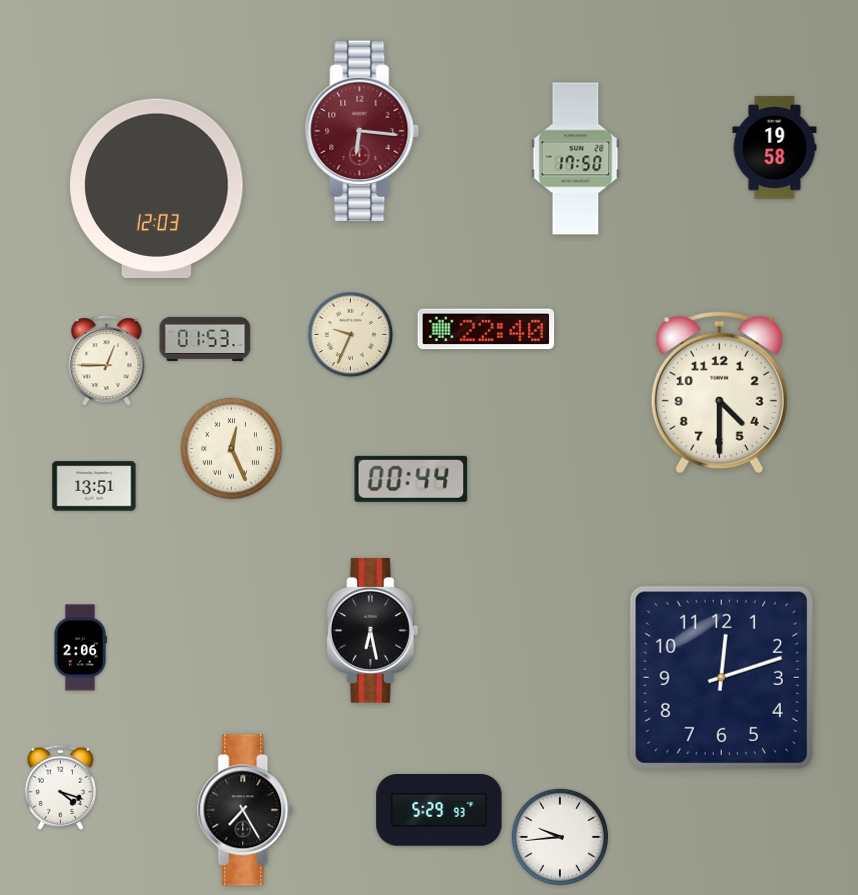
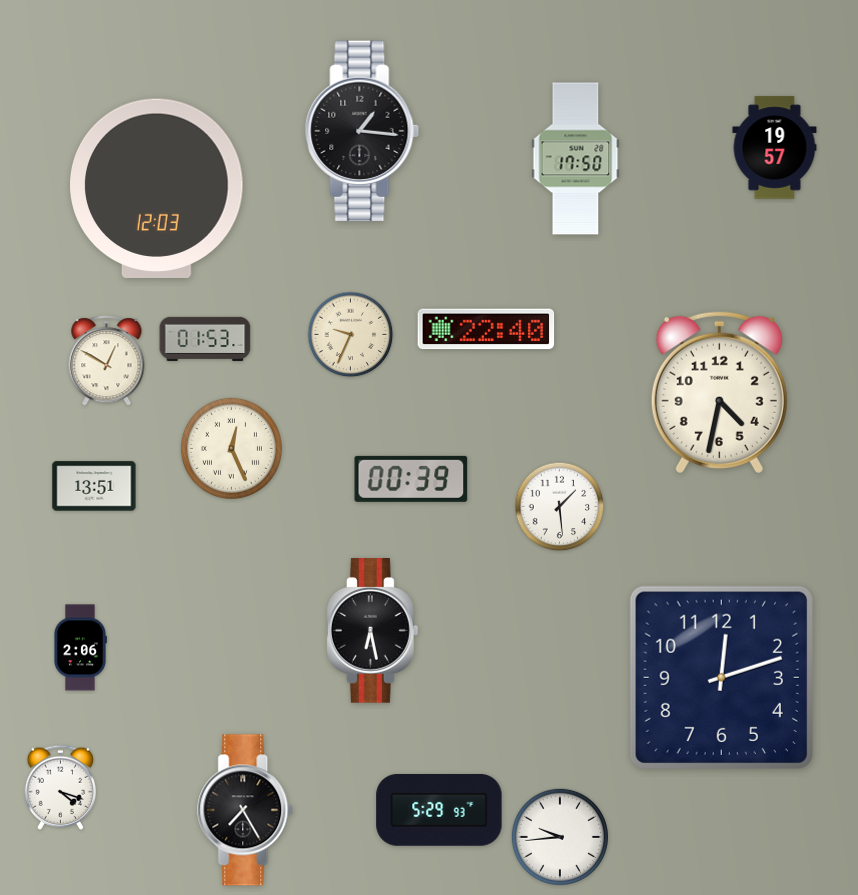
clock at (362, 130): 6:16 -> 1:16
clock at (362, 130) dial: burgundy -> black
clock at (775, 148): 19:58 -> 19:57
clock at (107, 361): 12:45 -> 12:50
clock at (719, 392): 4:30 -> 4:32
clock at (411, 479): 00:44 -> 00:39
clock at (560, 507): none -> 1:29
